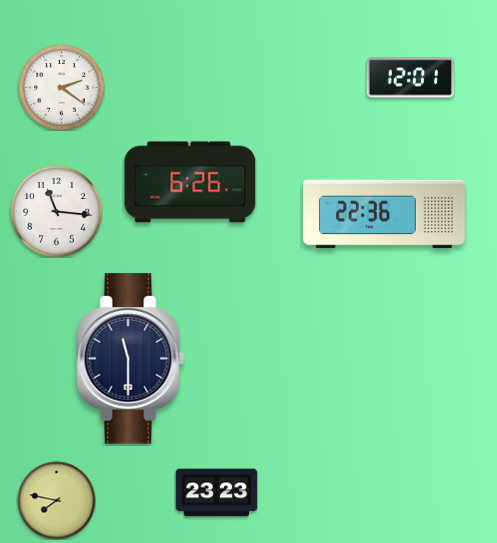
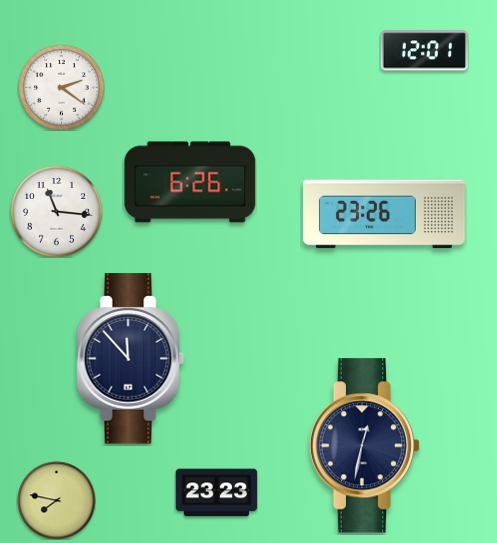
clock at (410, 78) position: (410, 78) -> (424, 51)
clock at (384, 214): 22:36 -> 23:26
clock at (131, 359): 11:30 -> 11:53
clock at (365, 446): none -> 12:32
